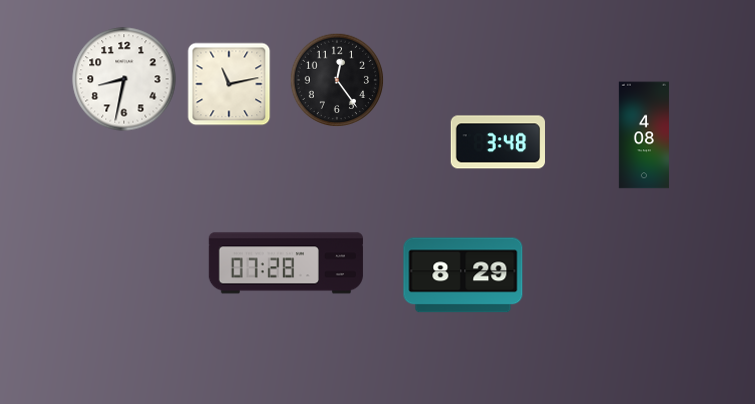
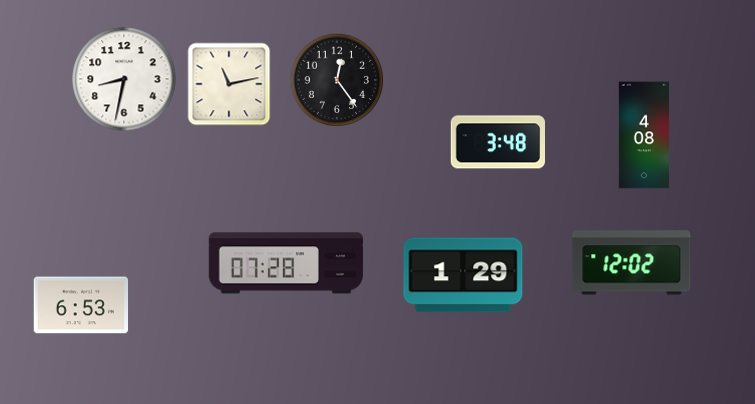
clock at (632, 263): none -> 12:02
clock at (463, 275): 8:29 -> 1:29
clock at (81, 305): none -> 6:53
